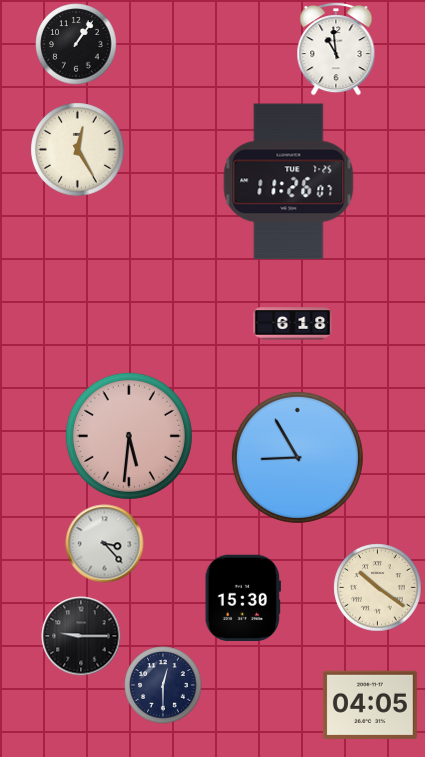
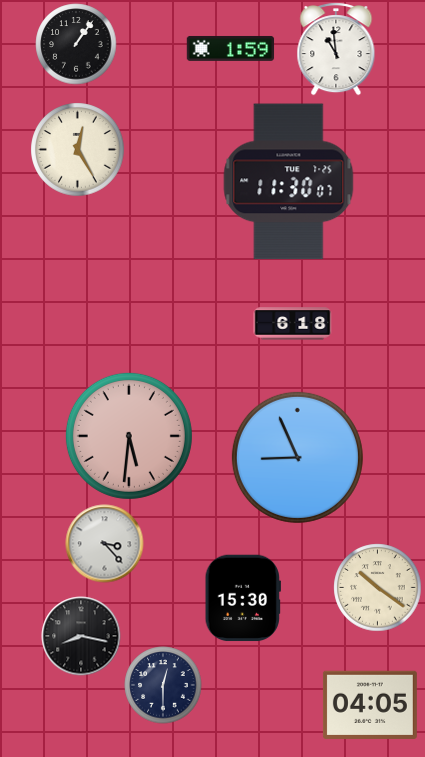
clock at (231, 48): none -> 1:59
clock at (289, 182): 11:26 -> 11:30
clock at (297, 457): 8:55 -> 8:56
clock at (81, 636): 9:15 -> 8:17
